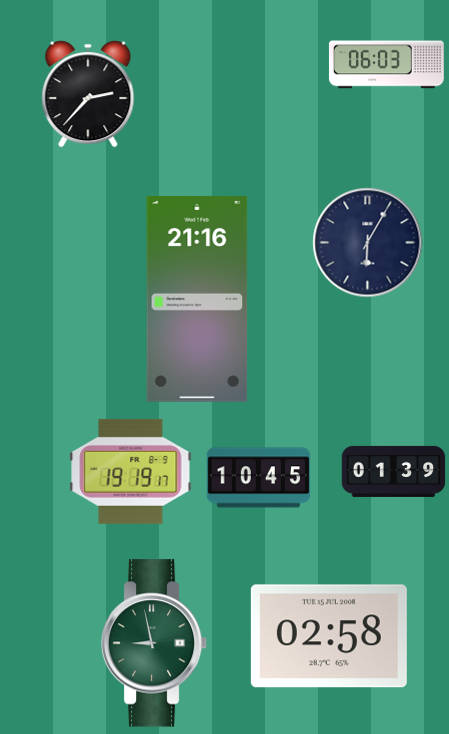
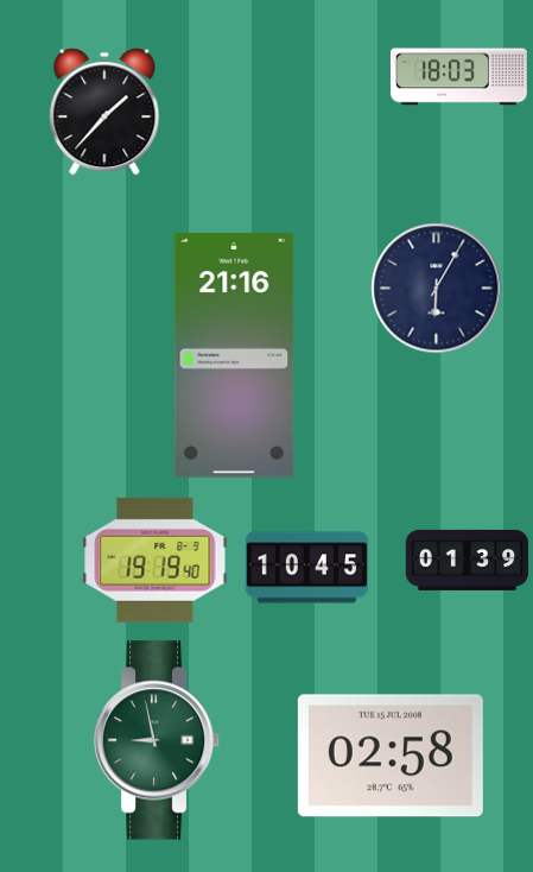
clock at (386, 65): 06:03 -> 18:03
clock at (88, 94): 2:37 -> 1:37
clock at (131, 471): 19:19:17 -> 19:19:40
clock at (154, 643) position: (154, 643) -> (157, 740)
